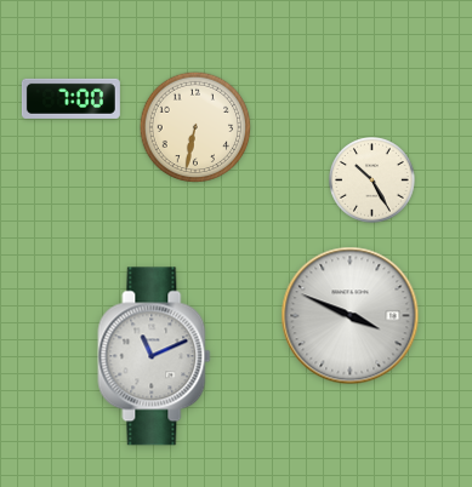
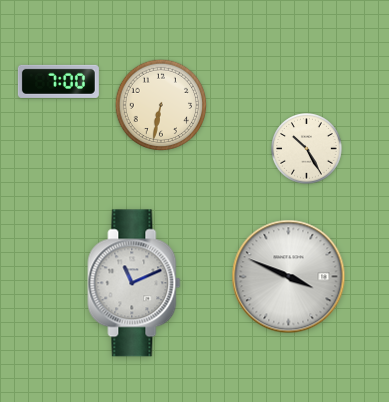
clock at (351, 316) position: (351, 316) -> (289, 277)
clock at (154, 356) position: (154, 356) -> (134, 283)
